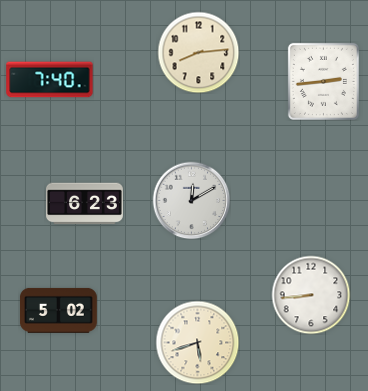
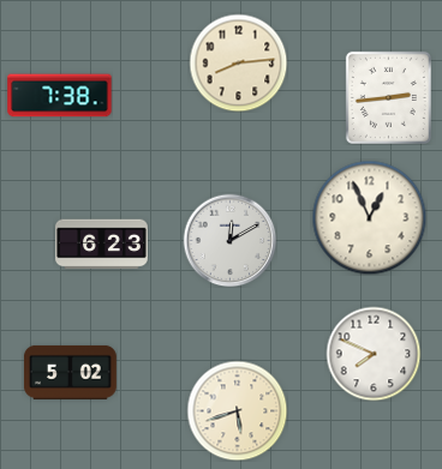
clock at (50, 80): 7:40 -> 7:38
clock at (369, 217): none -> 12:56
clock at (311, 295): 8:44 -> 7:49
